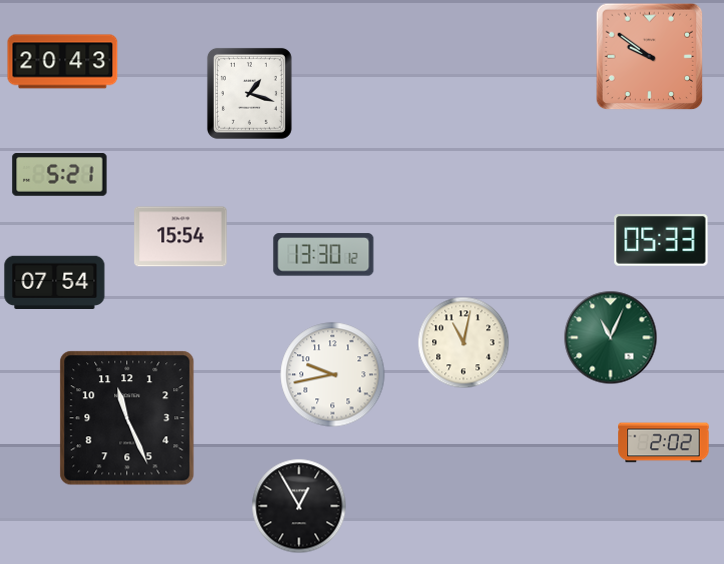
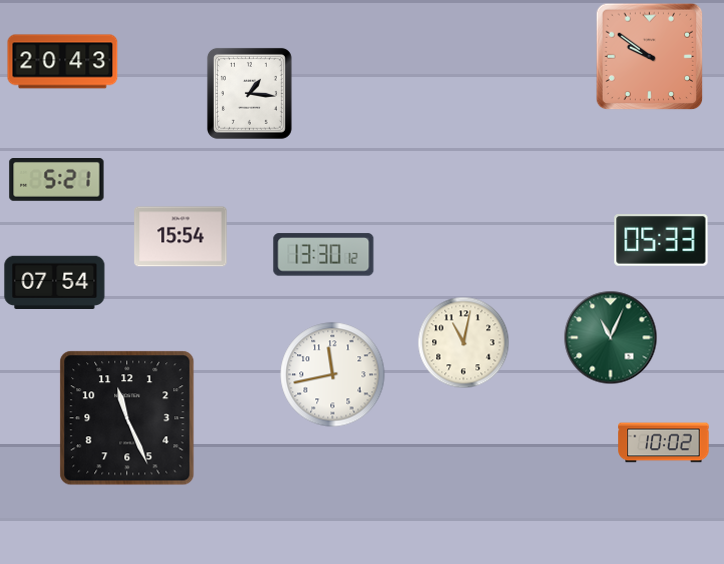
clock at (249, 93): 1:18 -> 1:16
clock at (60, 175) position: (60, 175) -> (57, 180)
clock at (333, 375): 9:43 -> 11:43
clock at (664, 443): 2:02 -> 10:02
clock at (299, 506): 12:55 -> none
